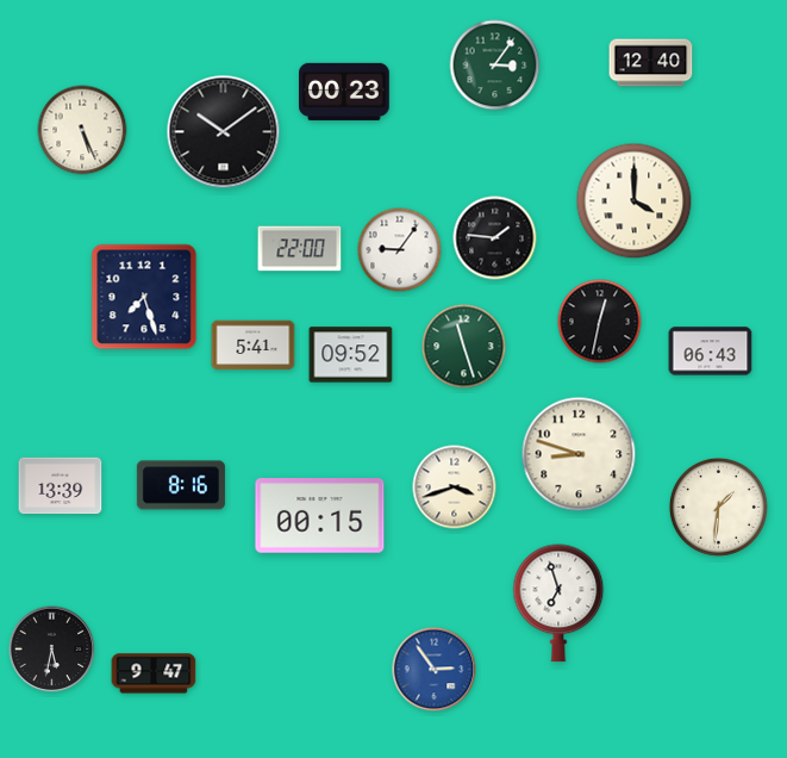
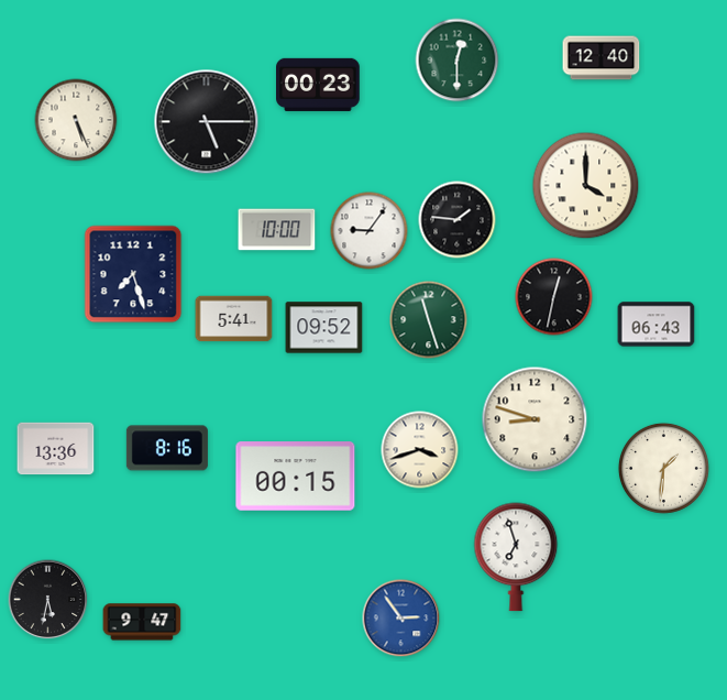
clock at (495, 66): 3:06 -> 12:30
clock at (224, 132): 10:09 -> 5:15
clock at (300, 249): 22:00 -> 10:00
clock at (61, 486): 13:39 -> 13:36
